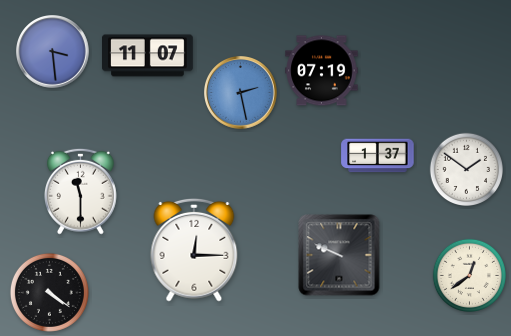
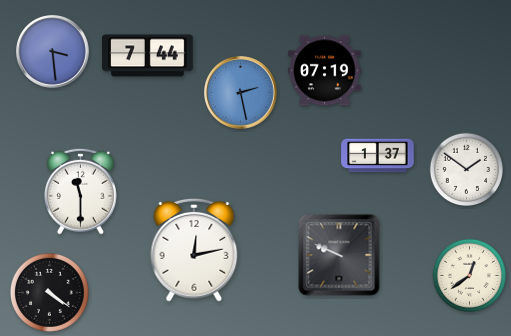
clock at (148, 56): 11:07 -> 7:44
clock at (322, 71) position: (322, 71) -> (325, 71)
clock at (194, 250): 12:15 -> 12:13
